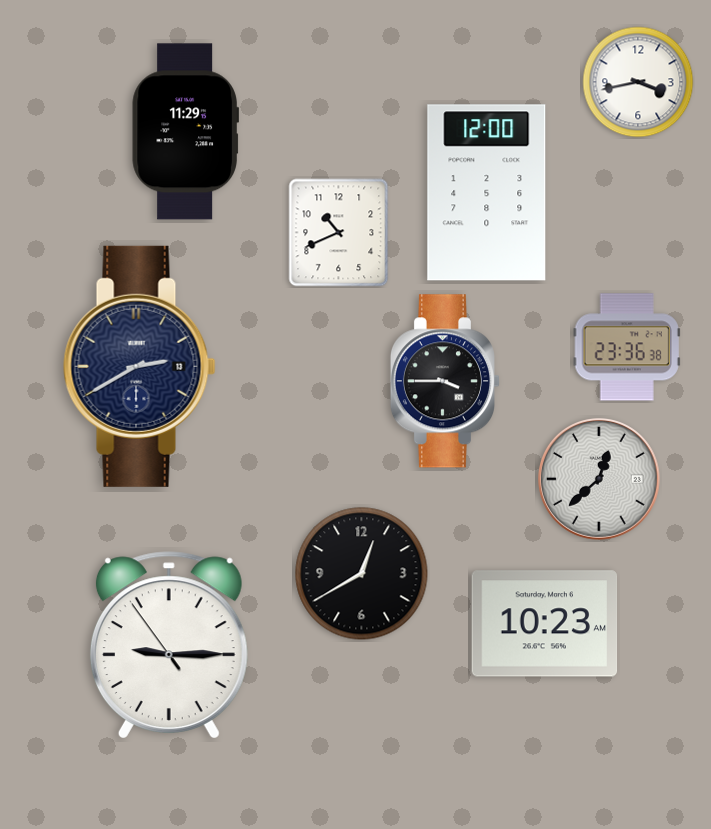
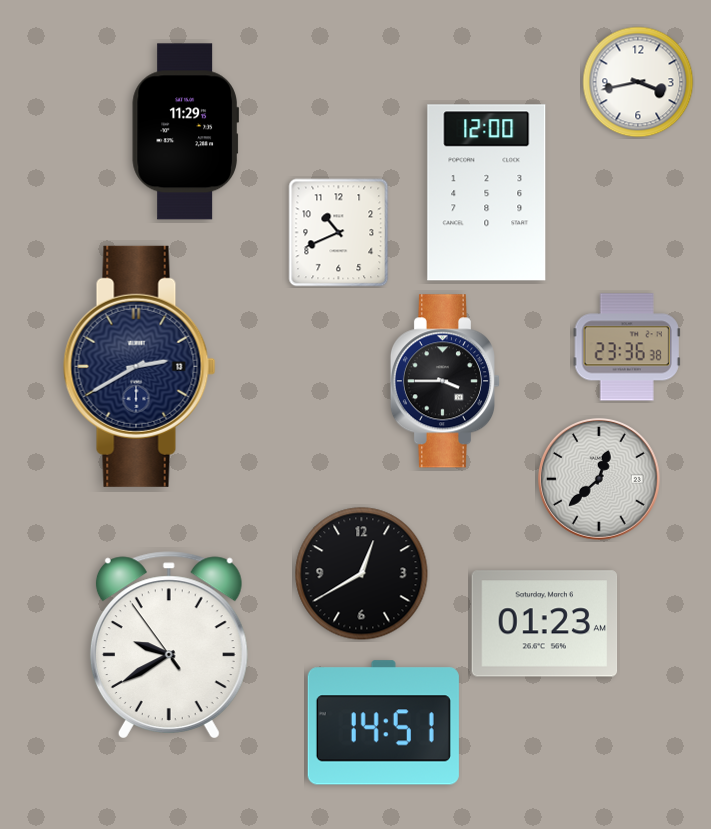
clock at (545, 624): 10:23 -> 01:23
clock at (169, 645): 9:14 -> 9:39
clock at (383, 723): none -> 14:51
